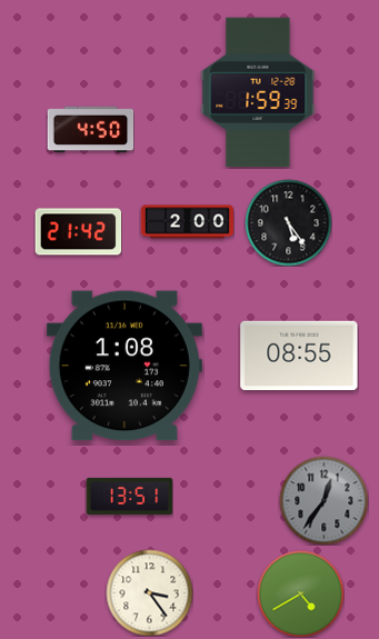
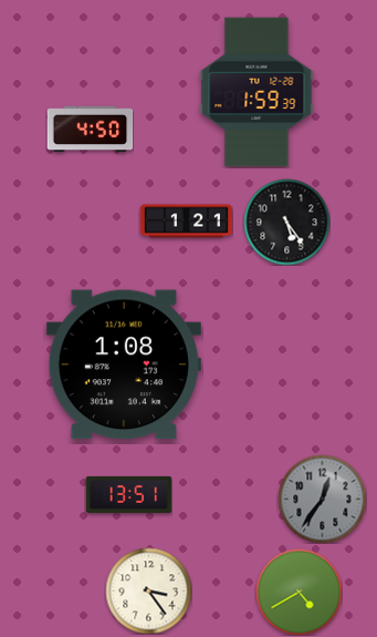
clock at (187, 222): 2:00 -> 1:21
clock at (78, 232): 21:42 -> none
clock at (299, 356): 08:55 -> none
